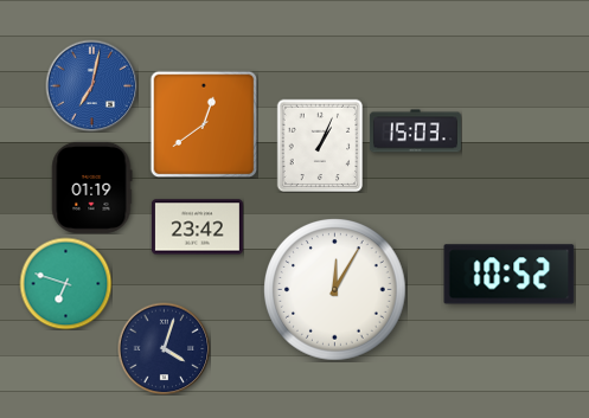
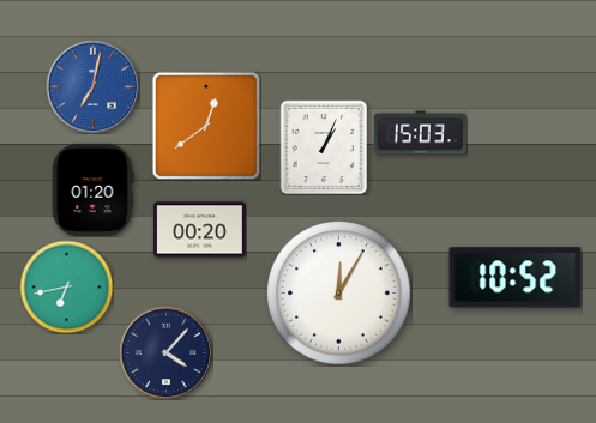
clock at (92, 187): 01:19 -> 01:20
clock at (197, 227): 23:42 -> 00:20
clock at (65, 283): 6:48 -> 6:43
clock at (164, 348): 4:03 -> 4:07
